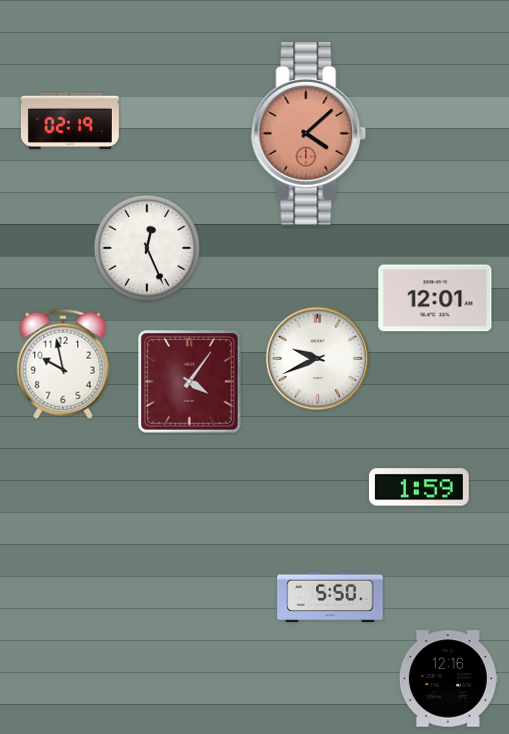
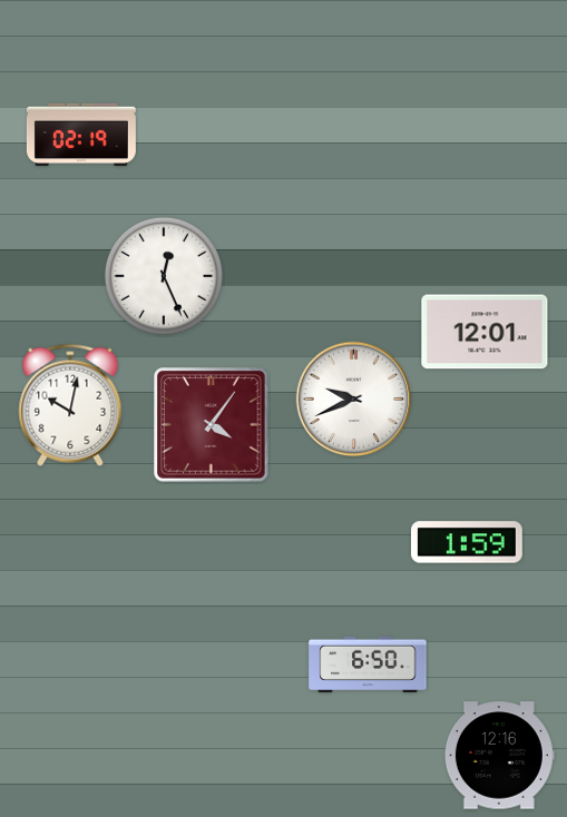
clock at (70, 121) position: (70, 121) -> (81, 135)
clock at (309, 134): 4:08 -> none
clock at (63, 364): 9:58 -> 10:02
clock at (330, 597): 5:50 -> 6:50
